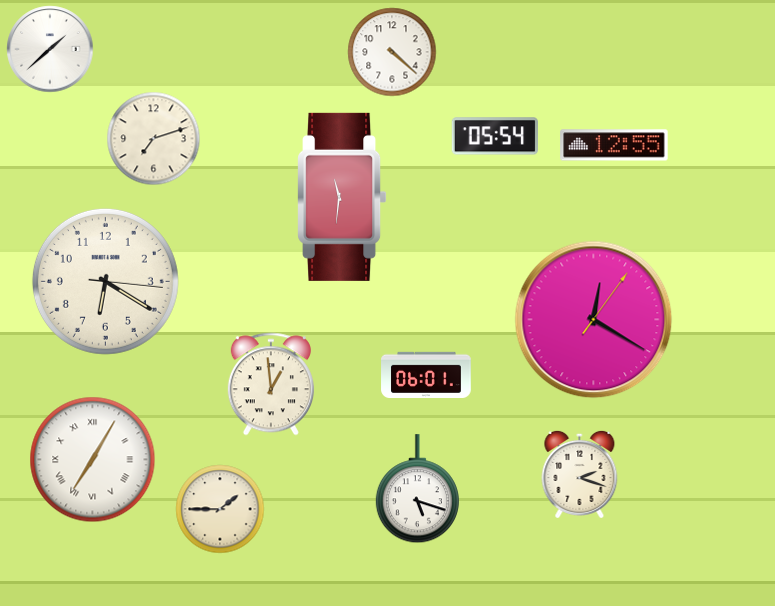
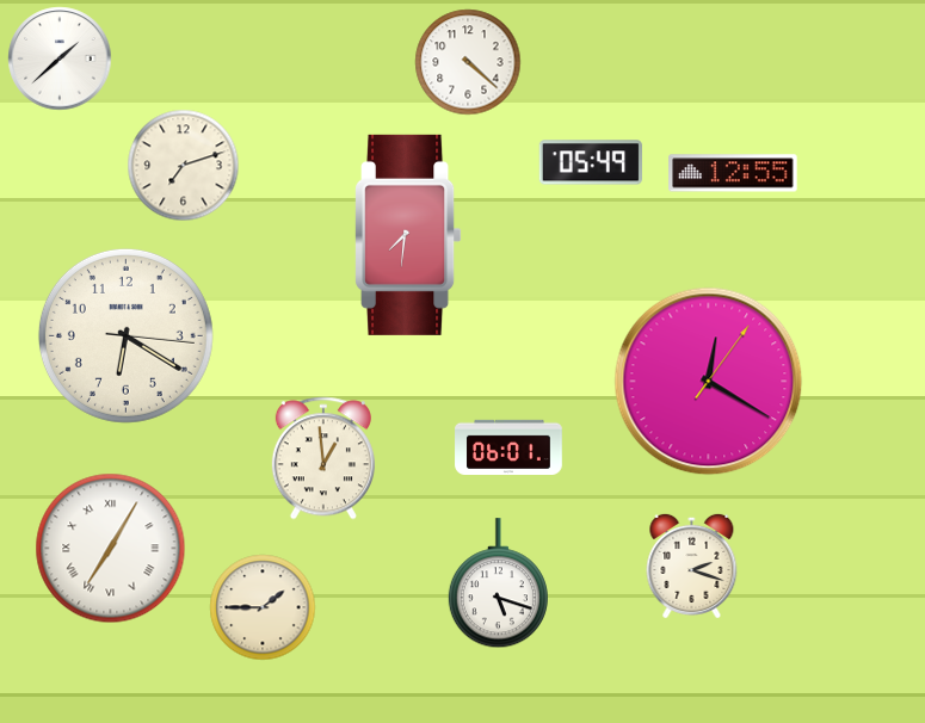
clock at (494, 136): 05:54 -> 05:49
clock at (342, 197): 11:31 -> 7:31
